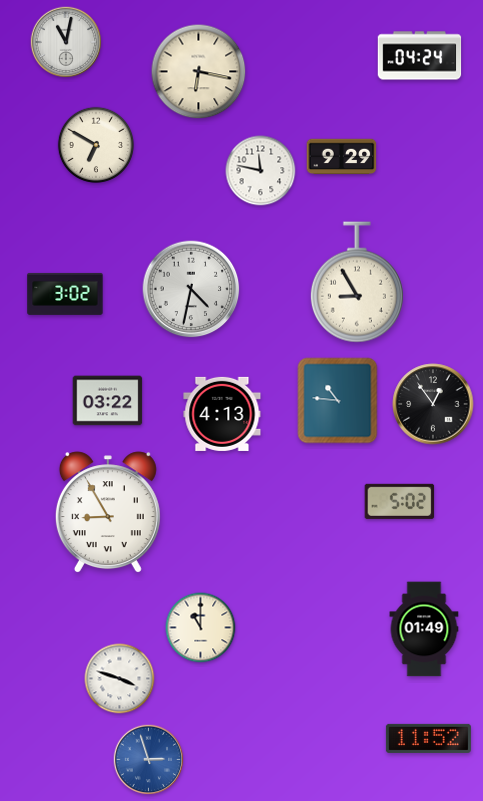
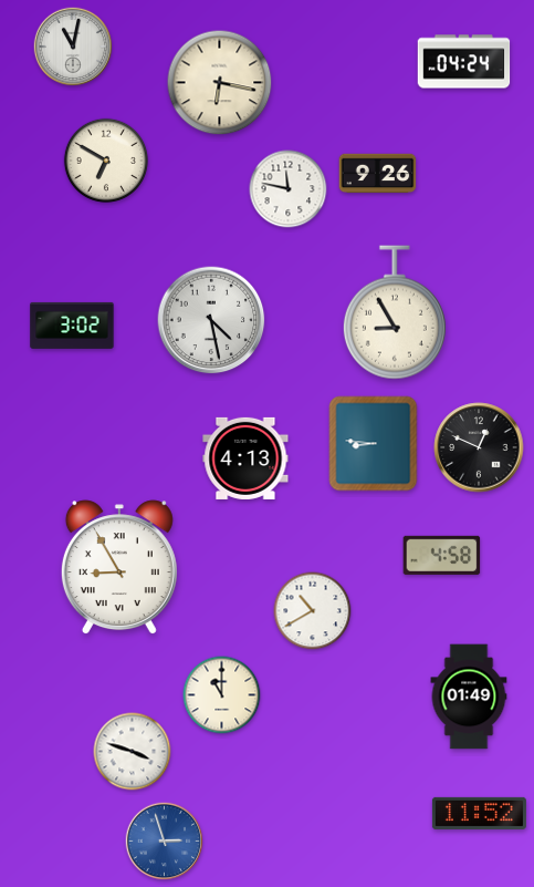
clock at (199, 72) position: (199, 72) -> (220, 83)
clock at (342, 157): 9:29 -> 9:26
clock at (191, 289): 4:32 -> 4:28
clock at (108, 401): 03:22 -> none
clock at (338, 401): 10:46 -> 8:46
clock at (433, 404): 12:54 -> 12:49
clock at (400, 501): 5:02 -> 4:58
clock at (313, 611): none -> 10:40
clock at (428, 738) position: (428, 738) -> (479, 813)
